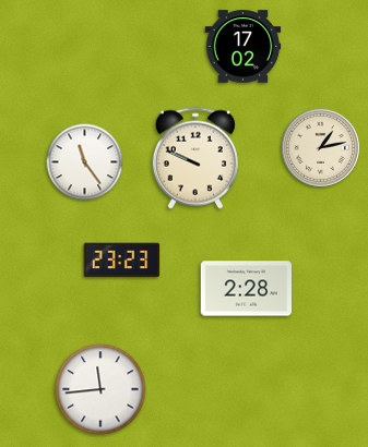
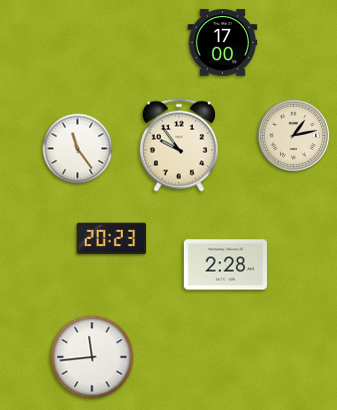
clock at (244, 47): 17:02 -> 17:00
clock at (195, 158): 9:49 -> 9:54
clock at (122, 261): 23:23 -> 20:23
